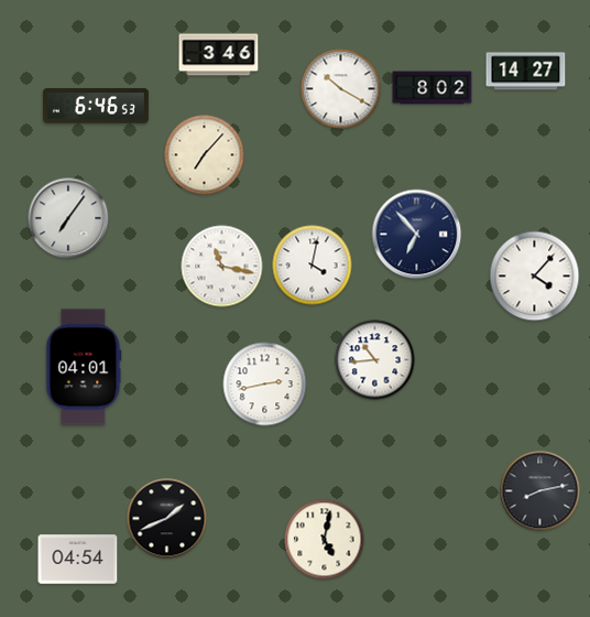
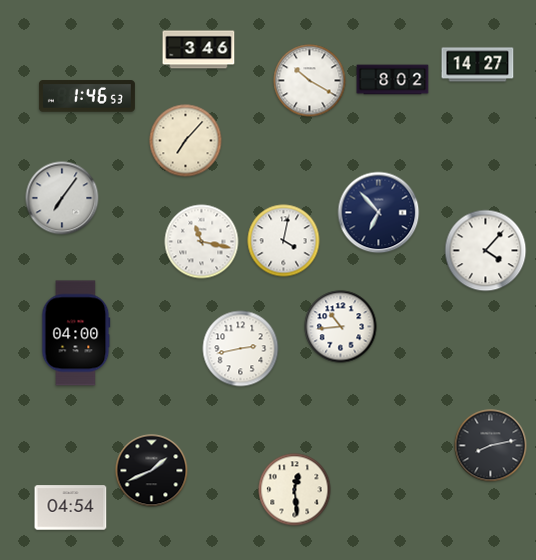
clock at (96, 106): 6:46 -> 1:46
clock at (84, 367): 04:01 -> 04:00
clock at (325, 540): 5:02 -> 12:29
